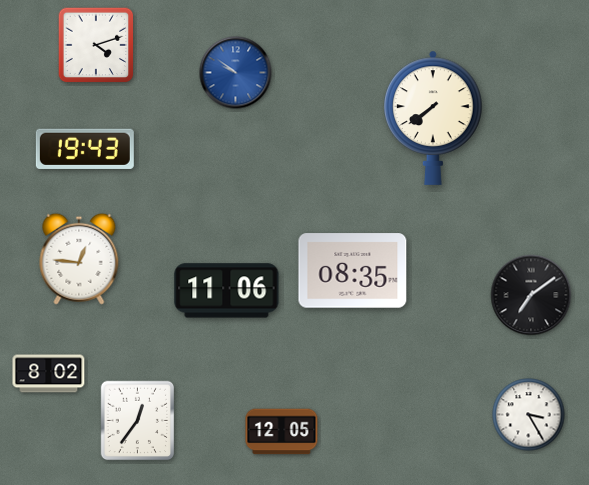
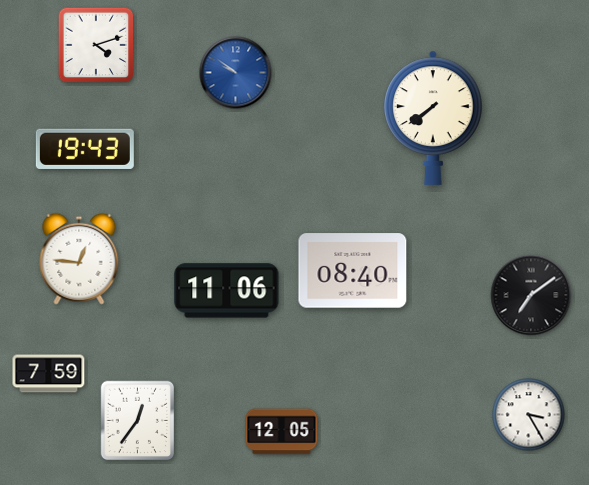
clock at (353, 271): 08:35 -> 08:40
clock at (49, 374): 8:02 -> 7:59
